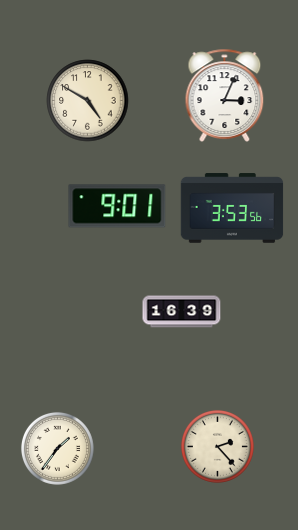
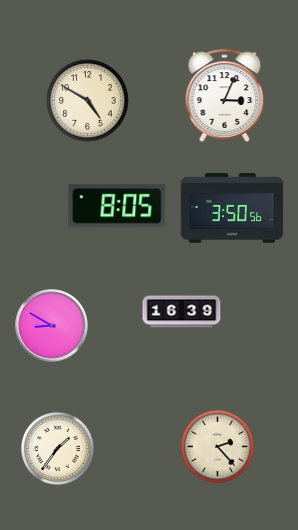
clock at (117, 206): 9:01 -> 8:05
clock at (232, 208): 3:53 -> 3:50
clock at (52, 326): none -> 8:50
